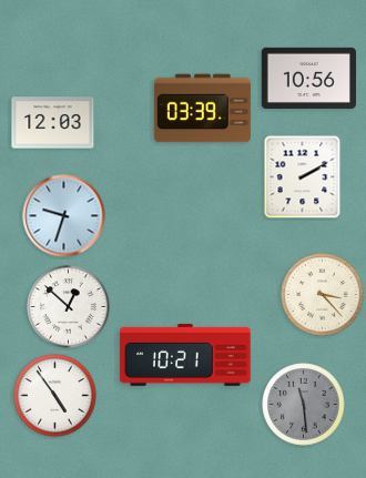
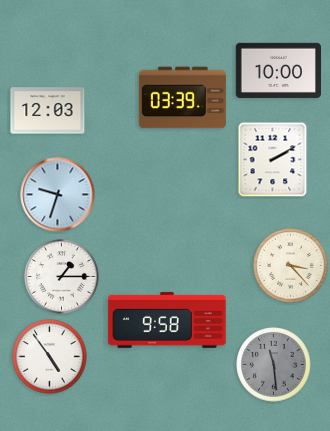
clock at (308, 78): 10:56 -> 10:00
clock at (69, 307): 12:52 -> 1:15
clock at (185, 355): 10:21 -> 9:58
